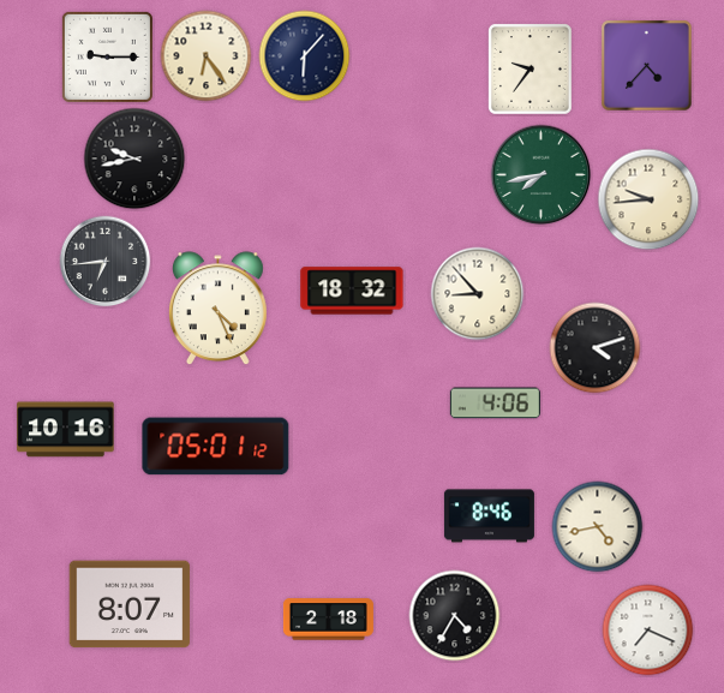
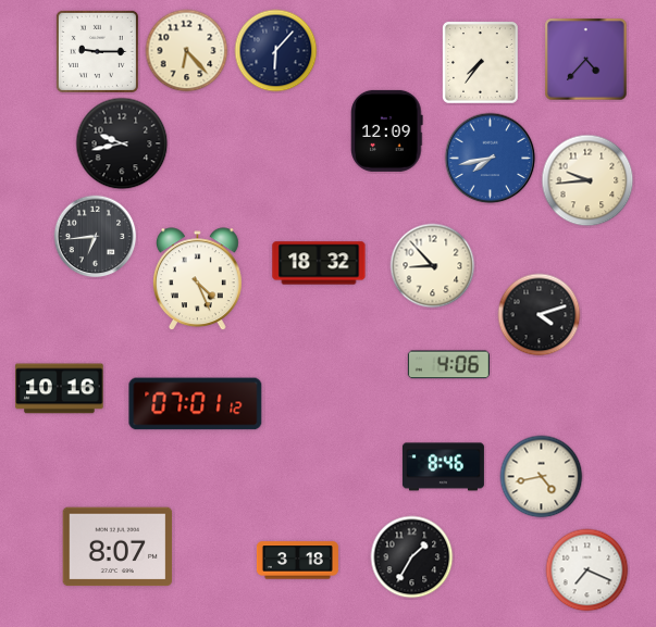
clock at (207, 56): 6:24 -> 6:23
clock at (531, 70): 9:36 -> 7:36
clock at (387, 130): none -> 12:09
clock at (541, 175) dial: green -> blue
clock at (216, 447): 05:01 -> 07:01
clock at (455, 616): 4:35 -> 1:35
clock at (328, 620): 2:18 -> 3:18
